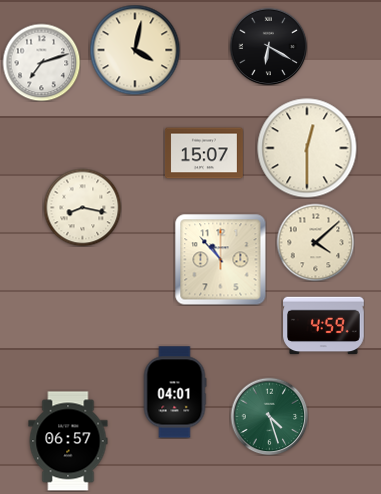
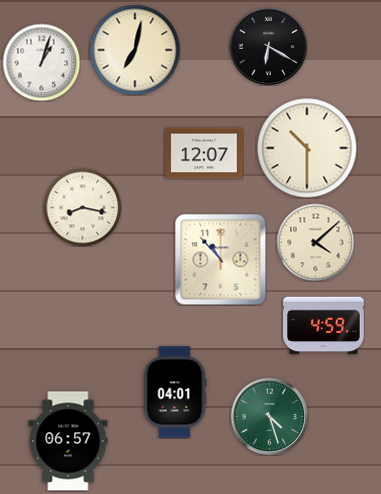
clock at (135, 50): 4:02 -> 7:02
clock at (41, 62): 7:12 -> 1:03
clock at (307, 148): 12:30 -> 10:30
clock at (205, 153): 15:07 -> 12:07
